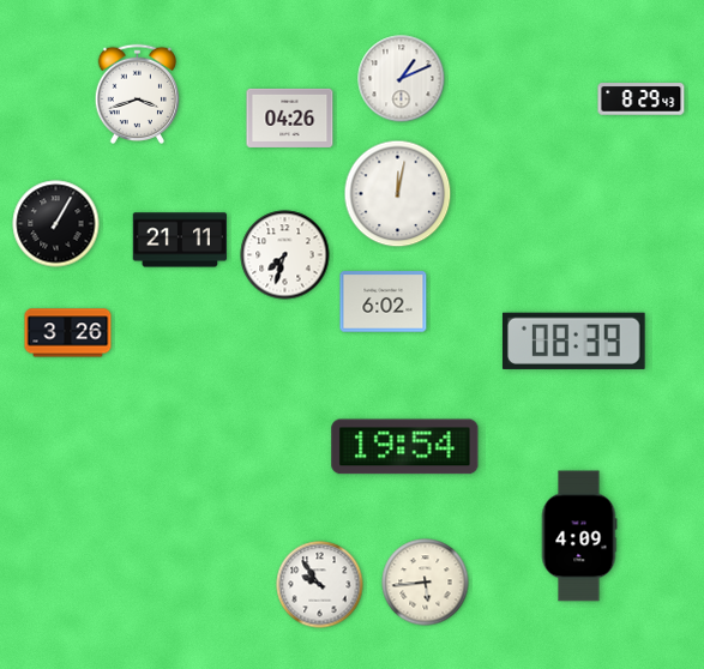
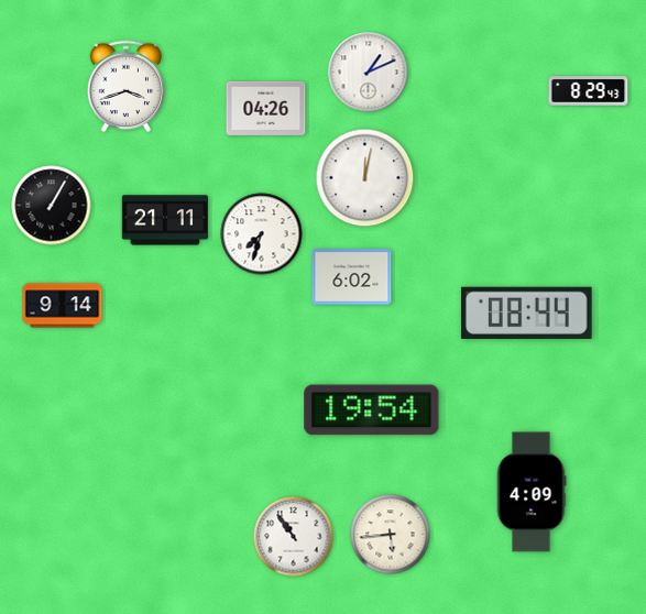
clock at (68, 333): 3:26 -> 9:14
clock at (574, 340): 08:39 -> 08:44
clock at (320, 585): 9:54 -> 10:54
